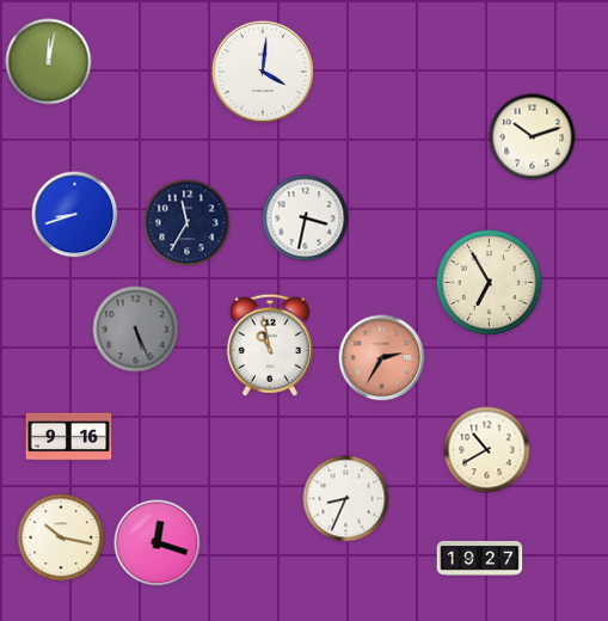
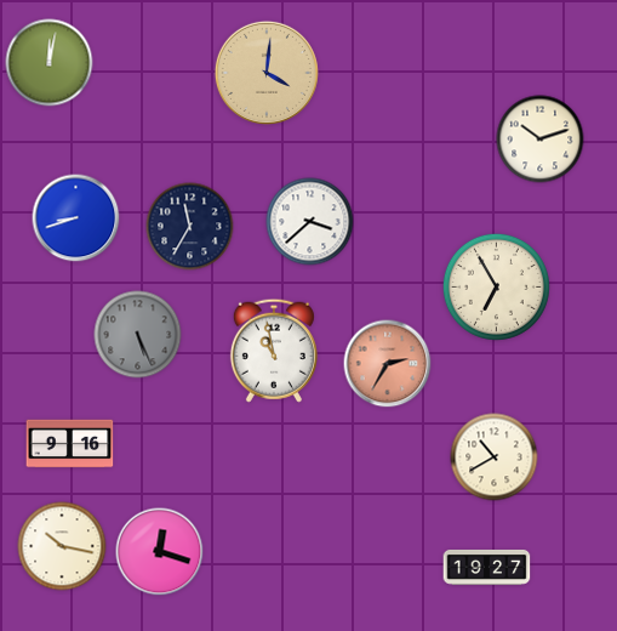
clock at (263, 72) dial: white -> champagne
clock at (306, 219): 3:32 -> 3:38
clock at (346, 499): 8:34 -> none
